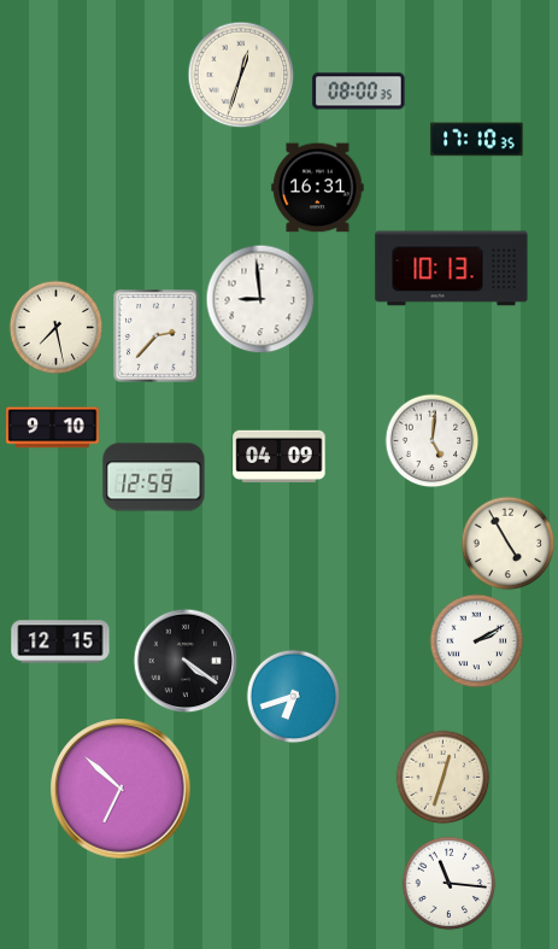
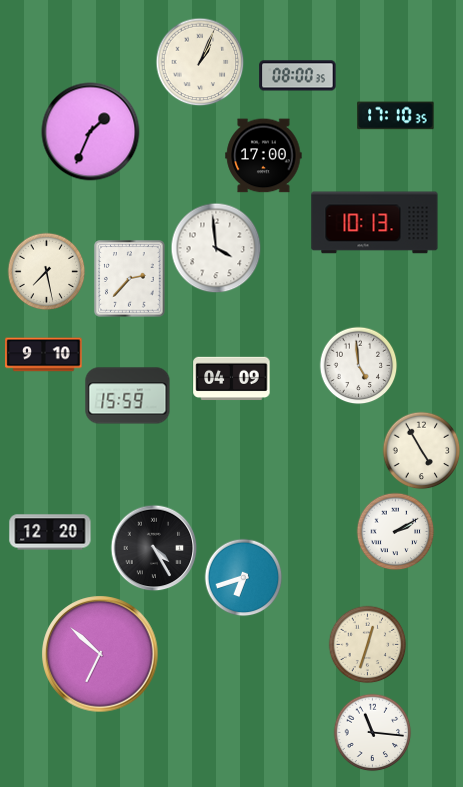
clock at (241, 75): 12:33 -> 1:04
clock at (91, 132): none -> 1:34
clock at (318, 188): 16:31 -> 17:00
clock at (260, 299): 8:59 -> 3:59
clock at (431, 440): 5:01 -> 4:59
clock at (154, 478): 12:59 -> 15:59
clock at (60, 642): 12:15 -> 12:20
clock at (186, 661): 4:21 -> 4:25
